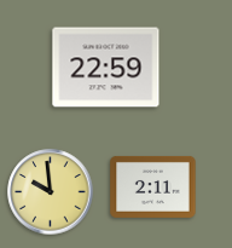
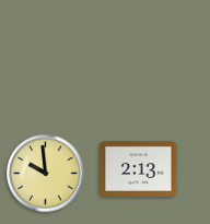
clock at (106, 68): 22:59 -> none
clock at (153, 186): 2:11 -> 2:13
